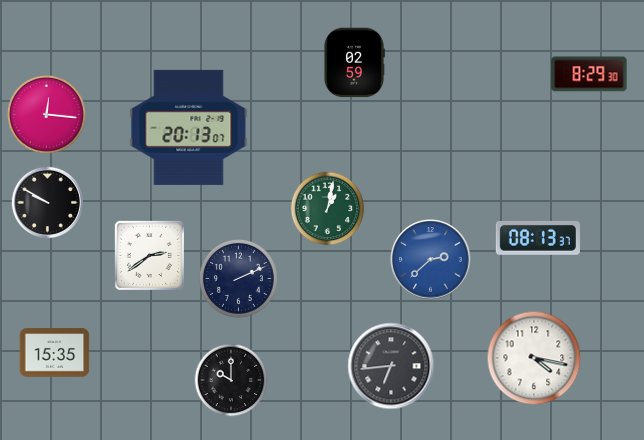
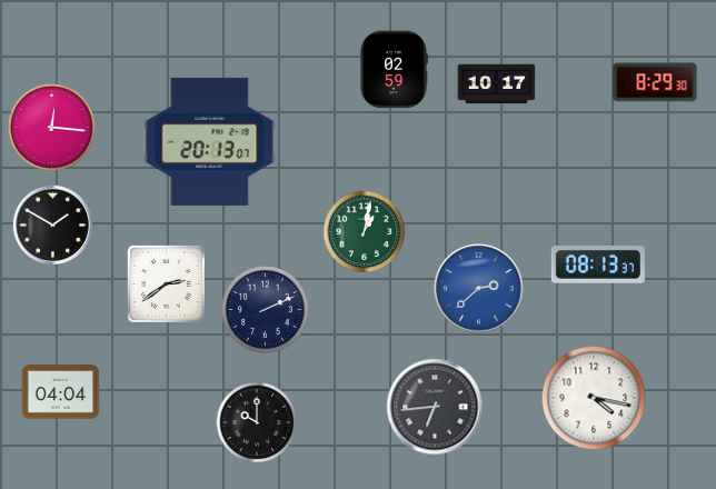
clock at (497, 84): none -> 10:17
clock at (47, 202): 9:50 -> 1:50
clock at (55, 353): 15:35 -> 04:04
